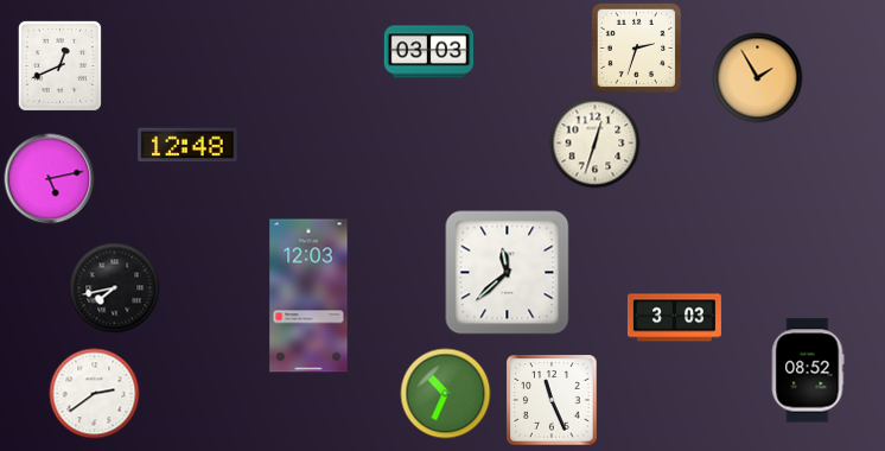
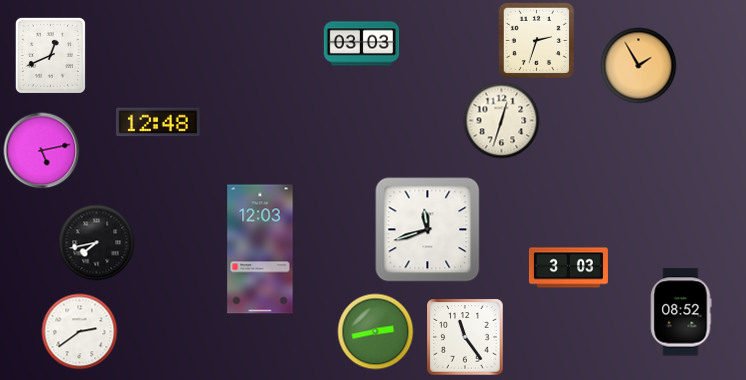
clock at (508, 273): 11:38 -> 11:42
clock at (446, 394): 10:34 -> 2:43
clock at (552, 400): 11:26 -> 11:24
